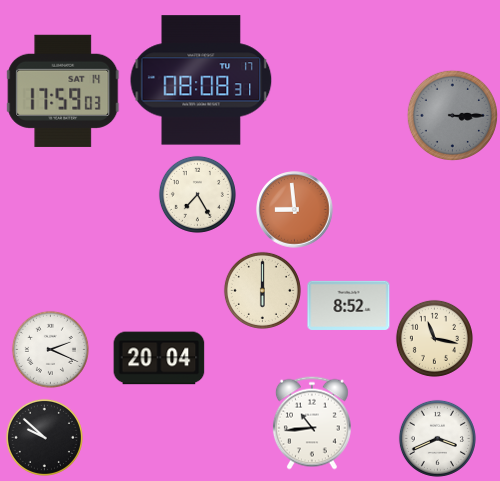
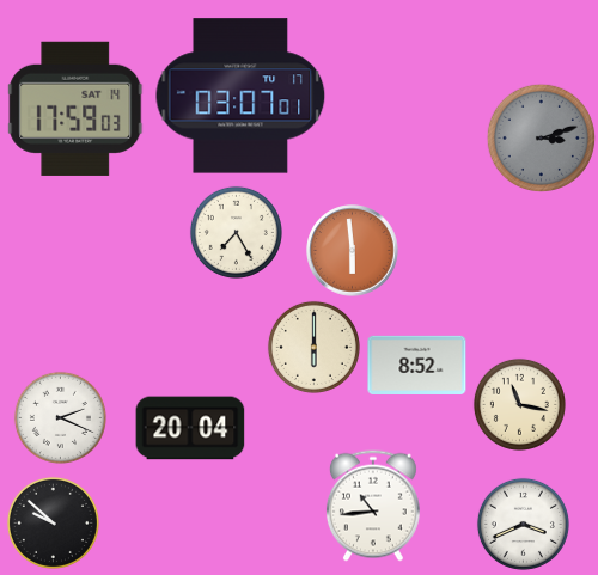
clock at (201, 80): 08:08 -> 03:07
clock at (452, 115): 3:15 -> 3:12
clock at (295, 210): 8:59 -> 5:59
